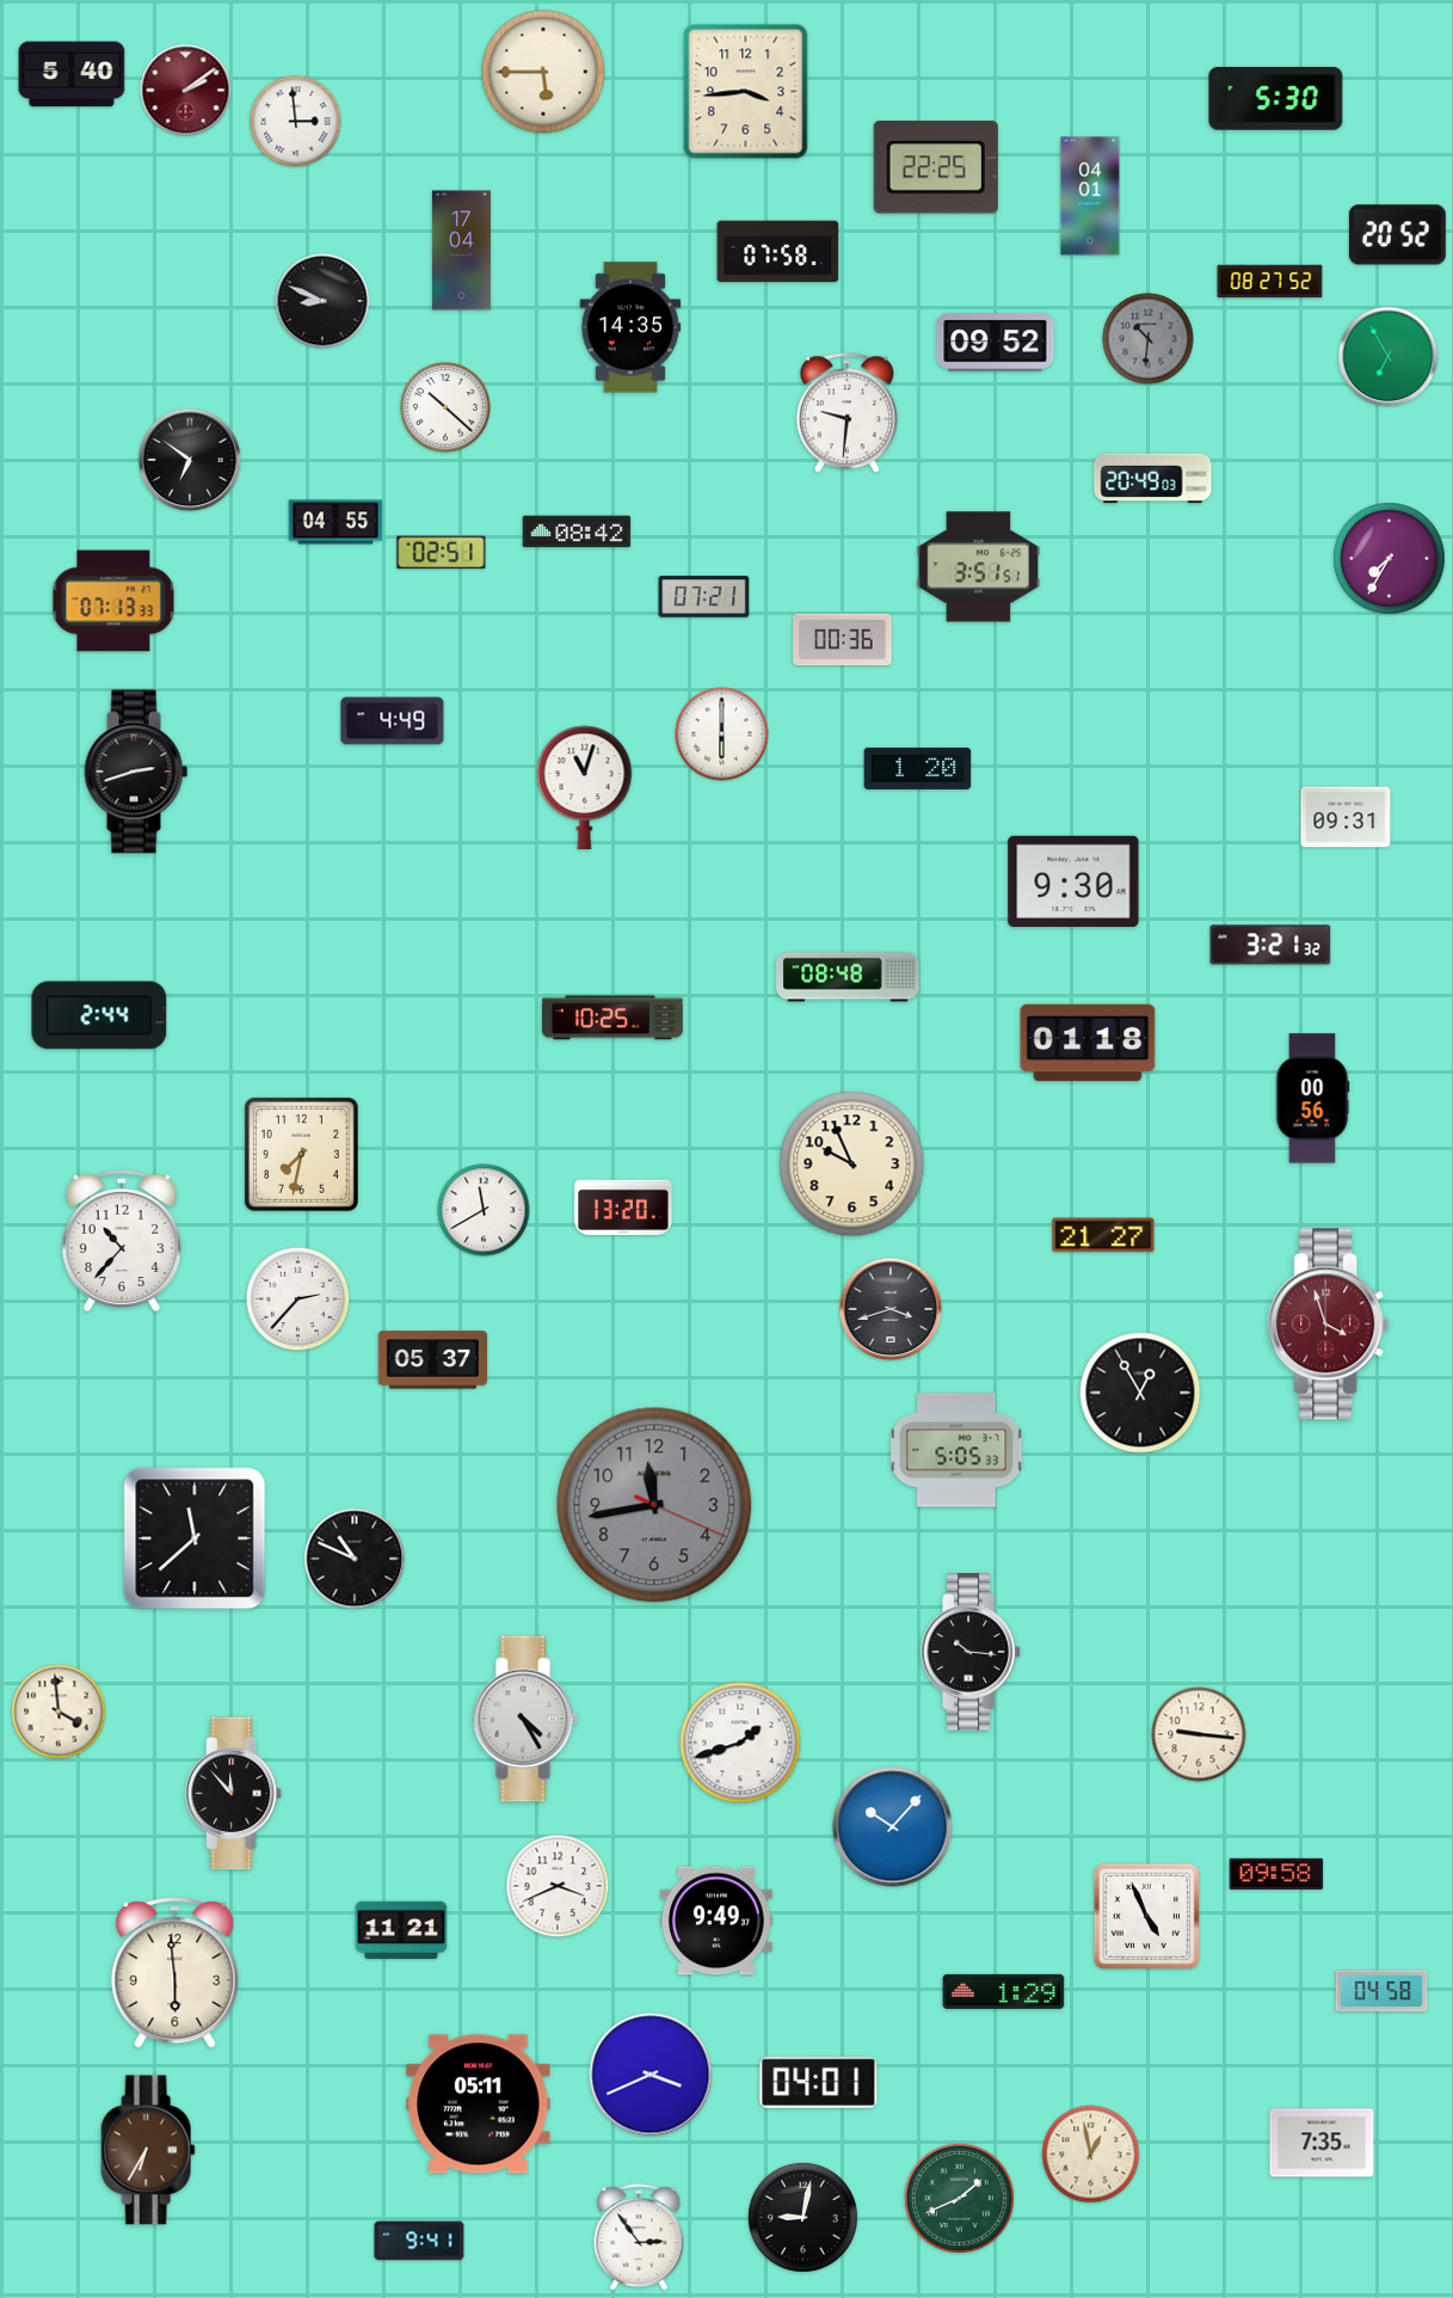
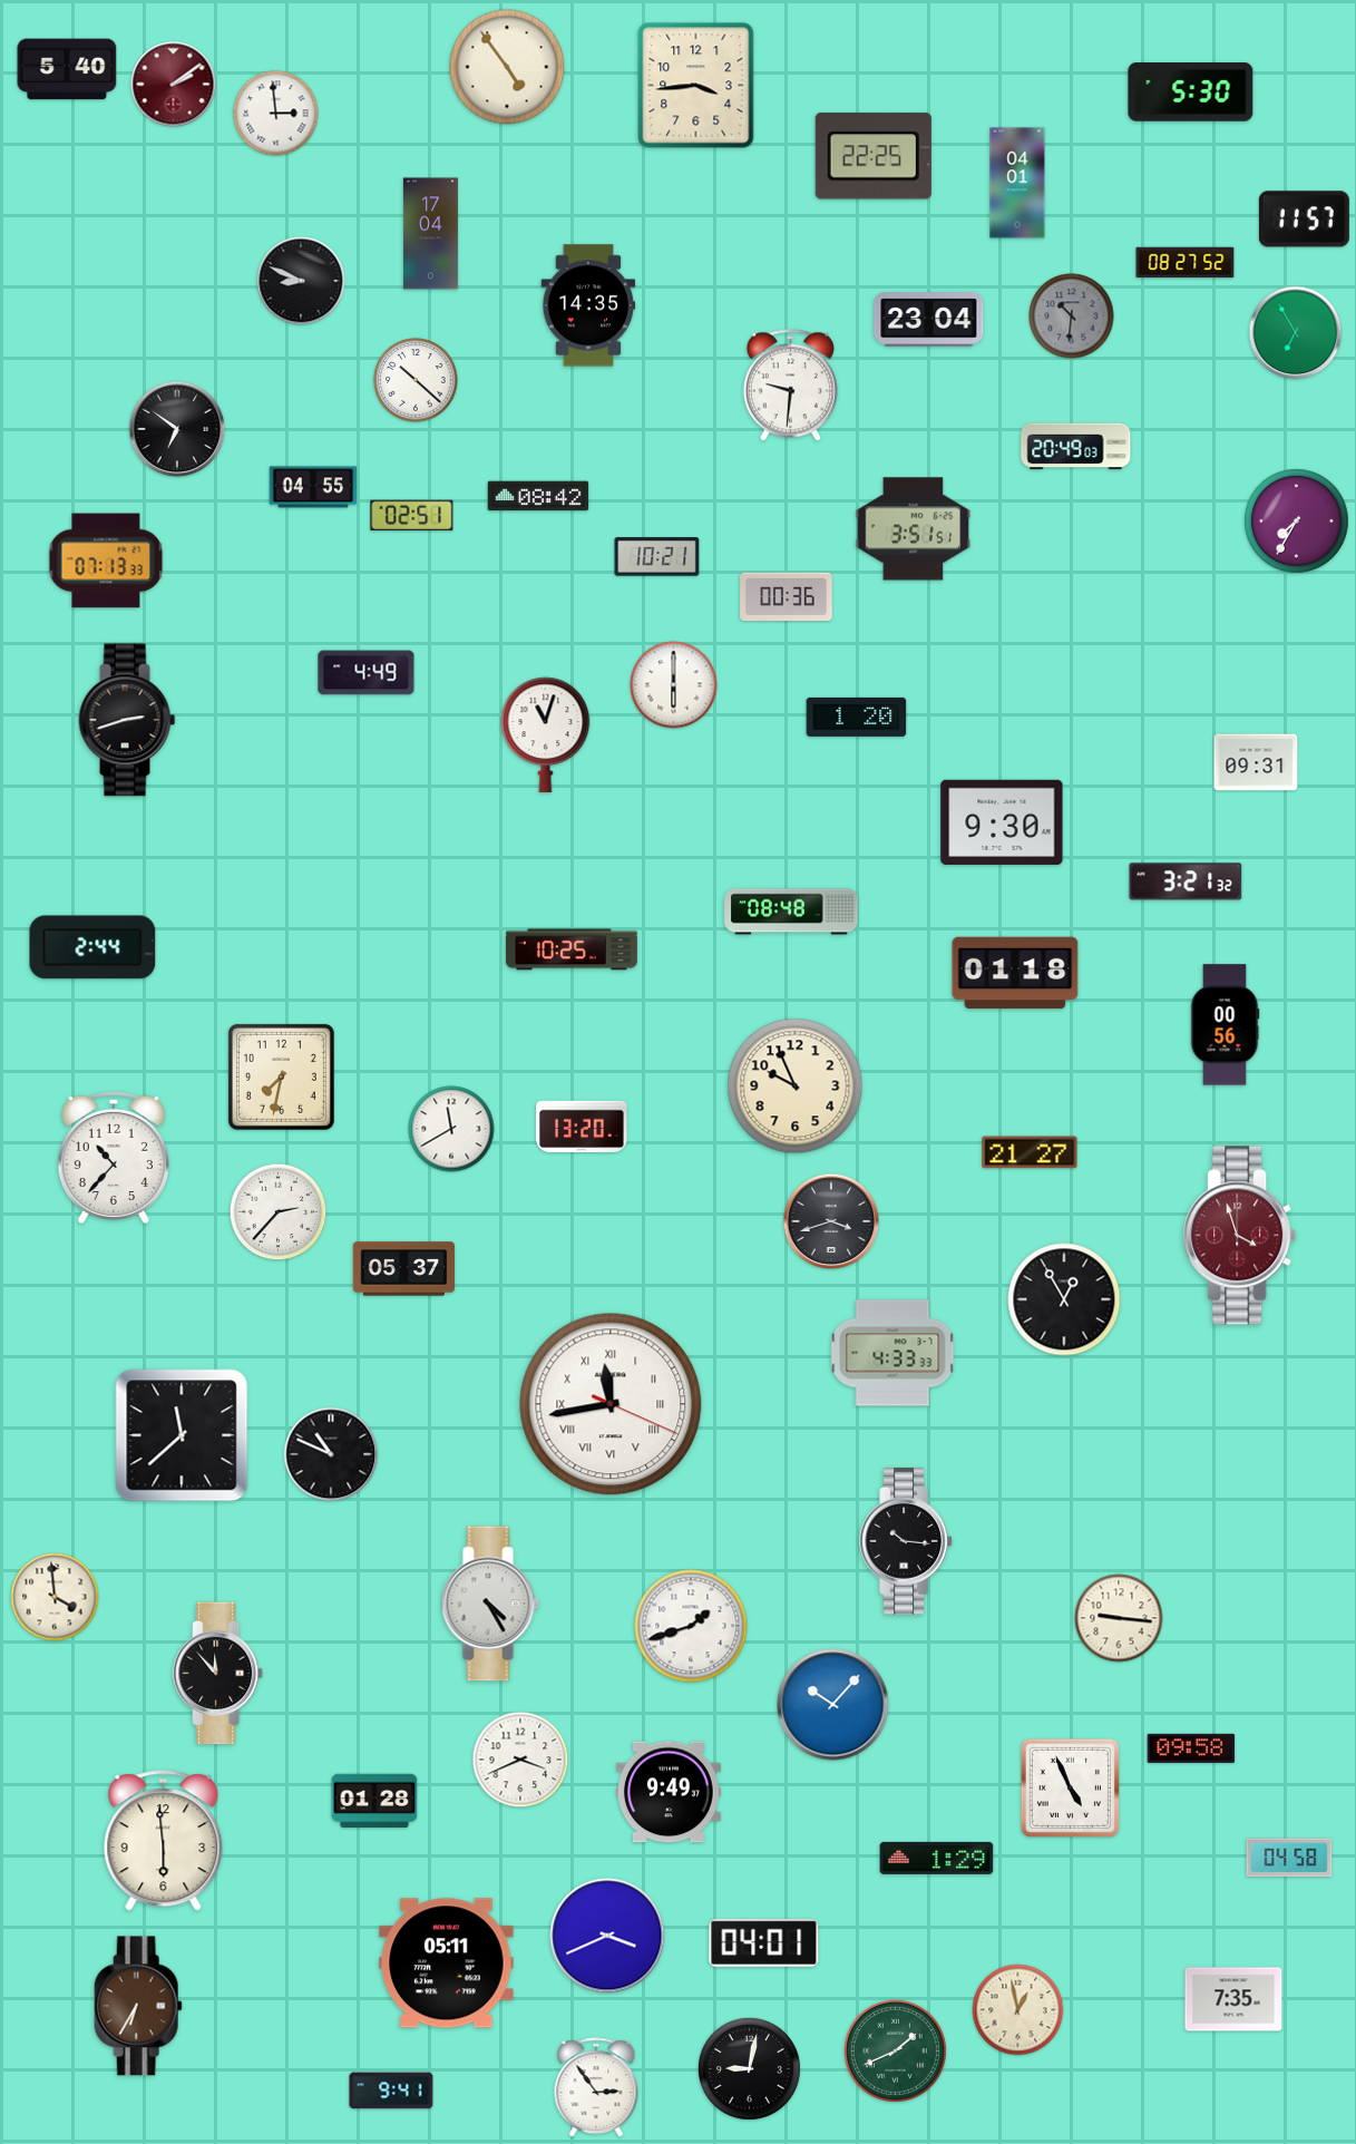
clock at (543, 72): 5:45 -> 4:54
clock at (1397, 235): 20:52 -> 11:57
clock at (778, 252): 07:58 -> none
clock at (996, 343): 09:52 -> 23:04
clock at (704, 597): 07:21 -> 10:21
clock at (956, 1450): 5:05 -> 4:33
clock at (654, 1505) dial: grey -> white
clock at (654, 1505) numerals: Arabic -> Roman
clock at (401, 1930): 11:21 -> 01:28
